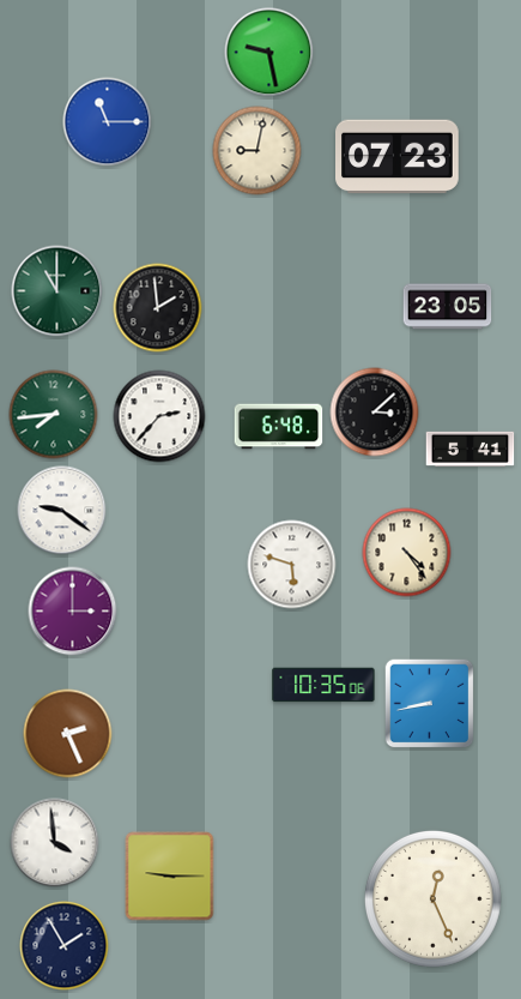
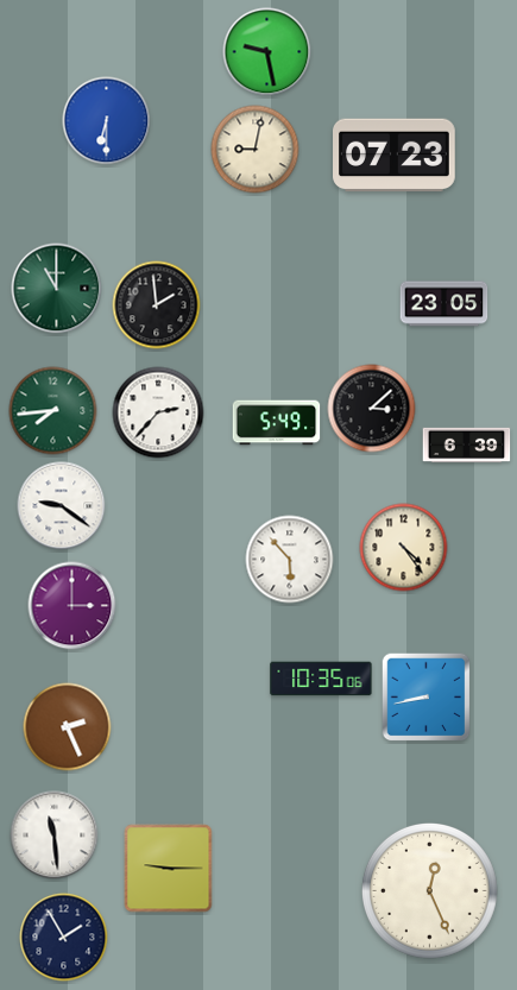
clock at (108, 122): 11:15 -> 6:30
clock at (279, 427): 6:48 -> 5:49
clock at (471, 450): 5:41 -> 6:39
clock at (292, 565): 5:48 -> 5:53
clock at (55, 843): 3:59 -> 11:29
